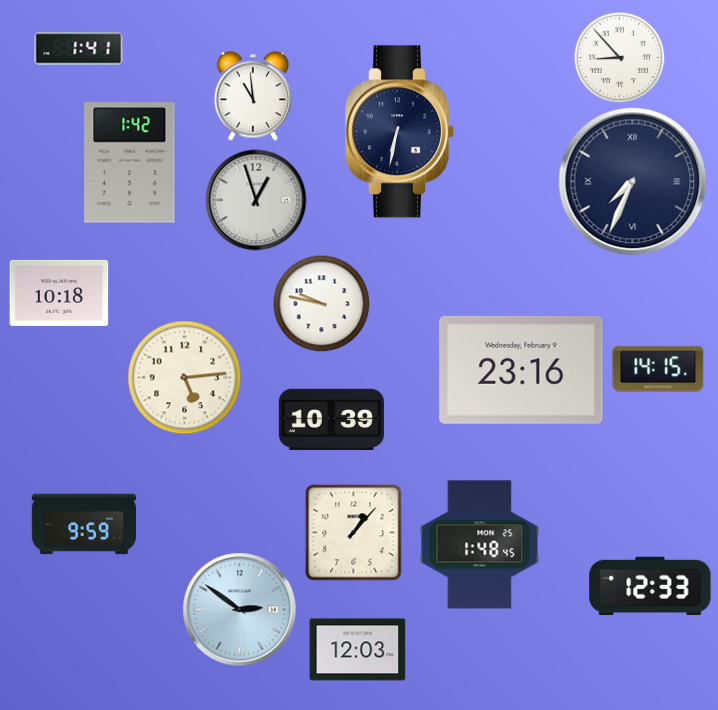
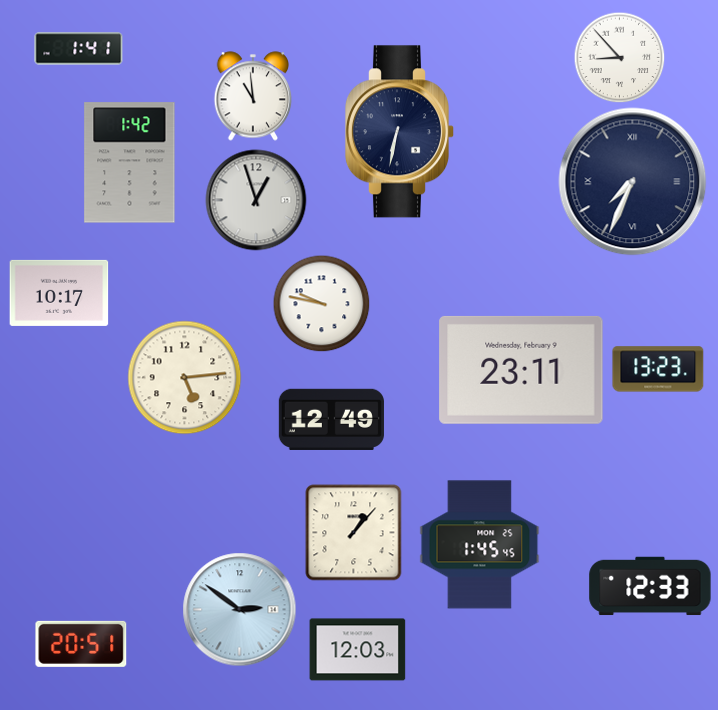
clock at (59, 293): 10:18 -> 10:17
clock at (658, 369): 14:15 -> 13:23
clock at (521, 370): 23:16 -> 23:11
clock at (331, 419): 10:39 -> 12:49
clock at (83, 524): 9:59 -> none
clock at (480, 545): 1:48 -> 1:45
clock at (81, 644): none -> 20:51
